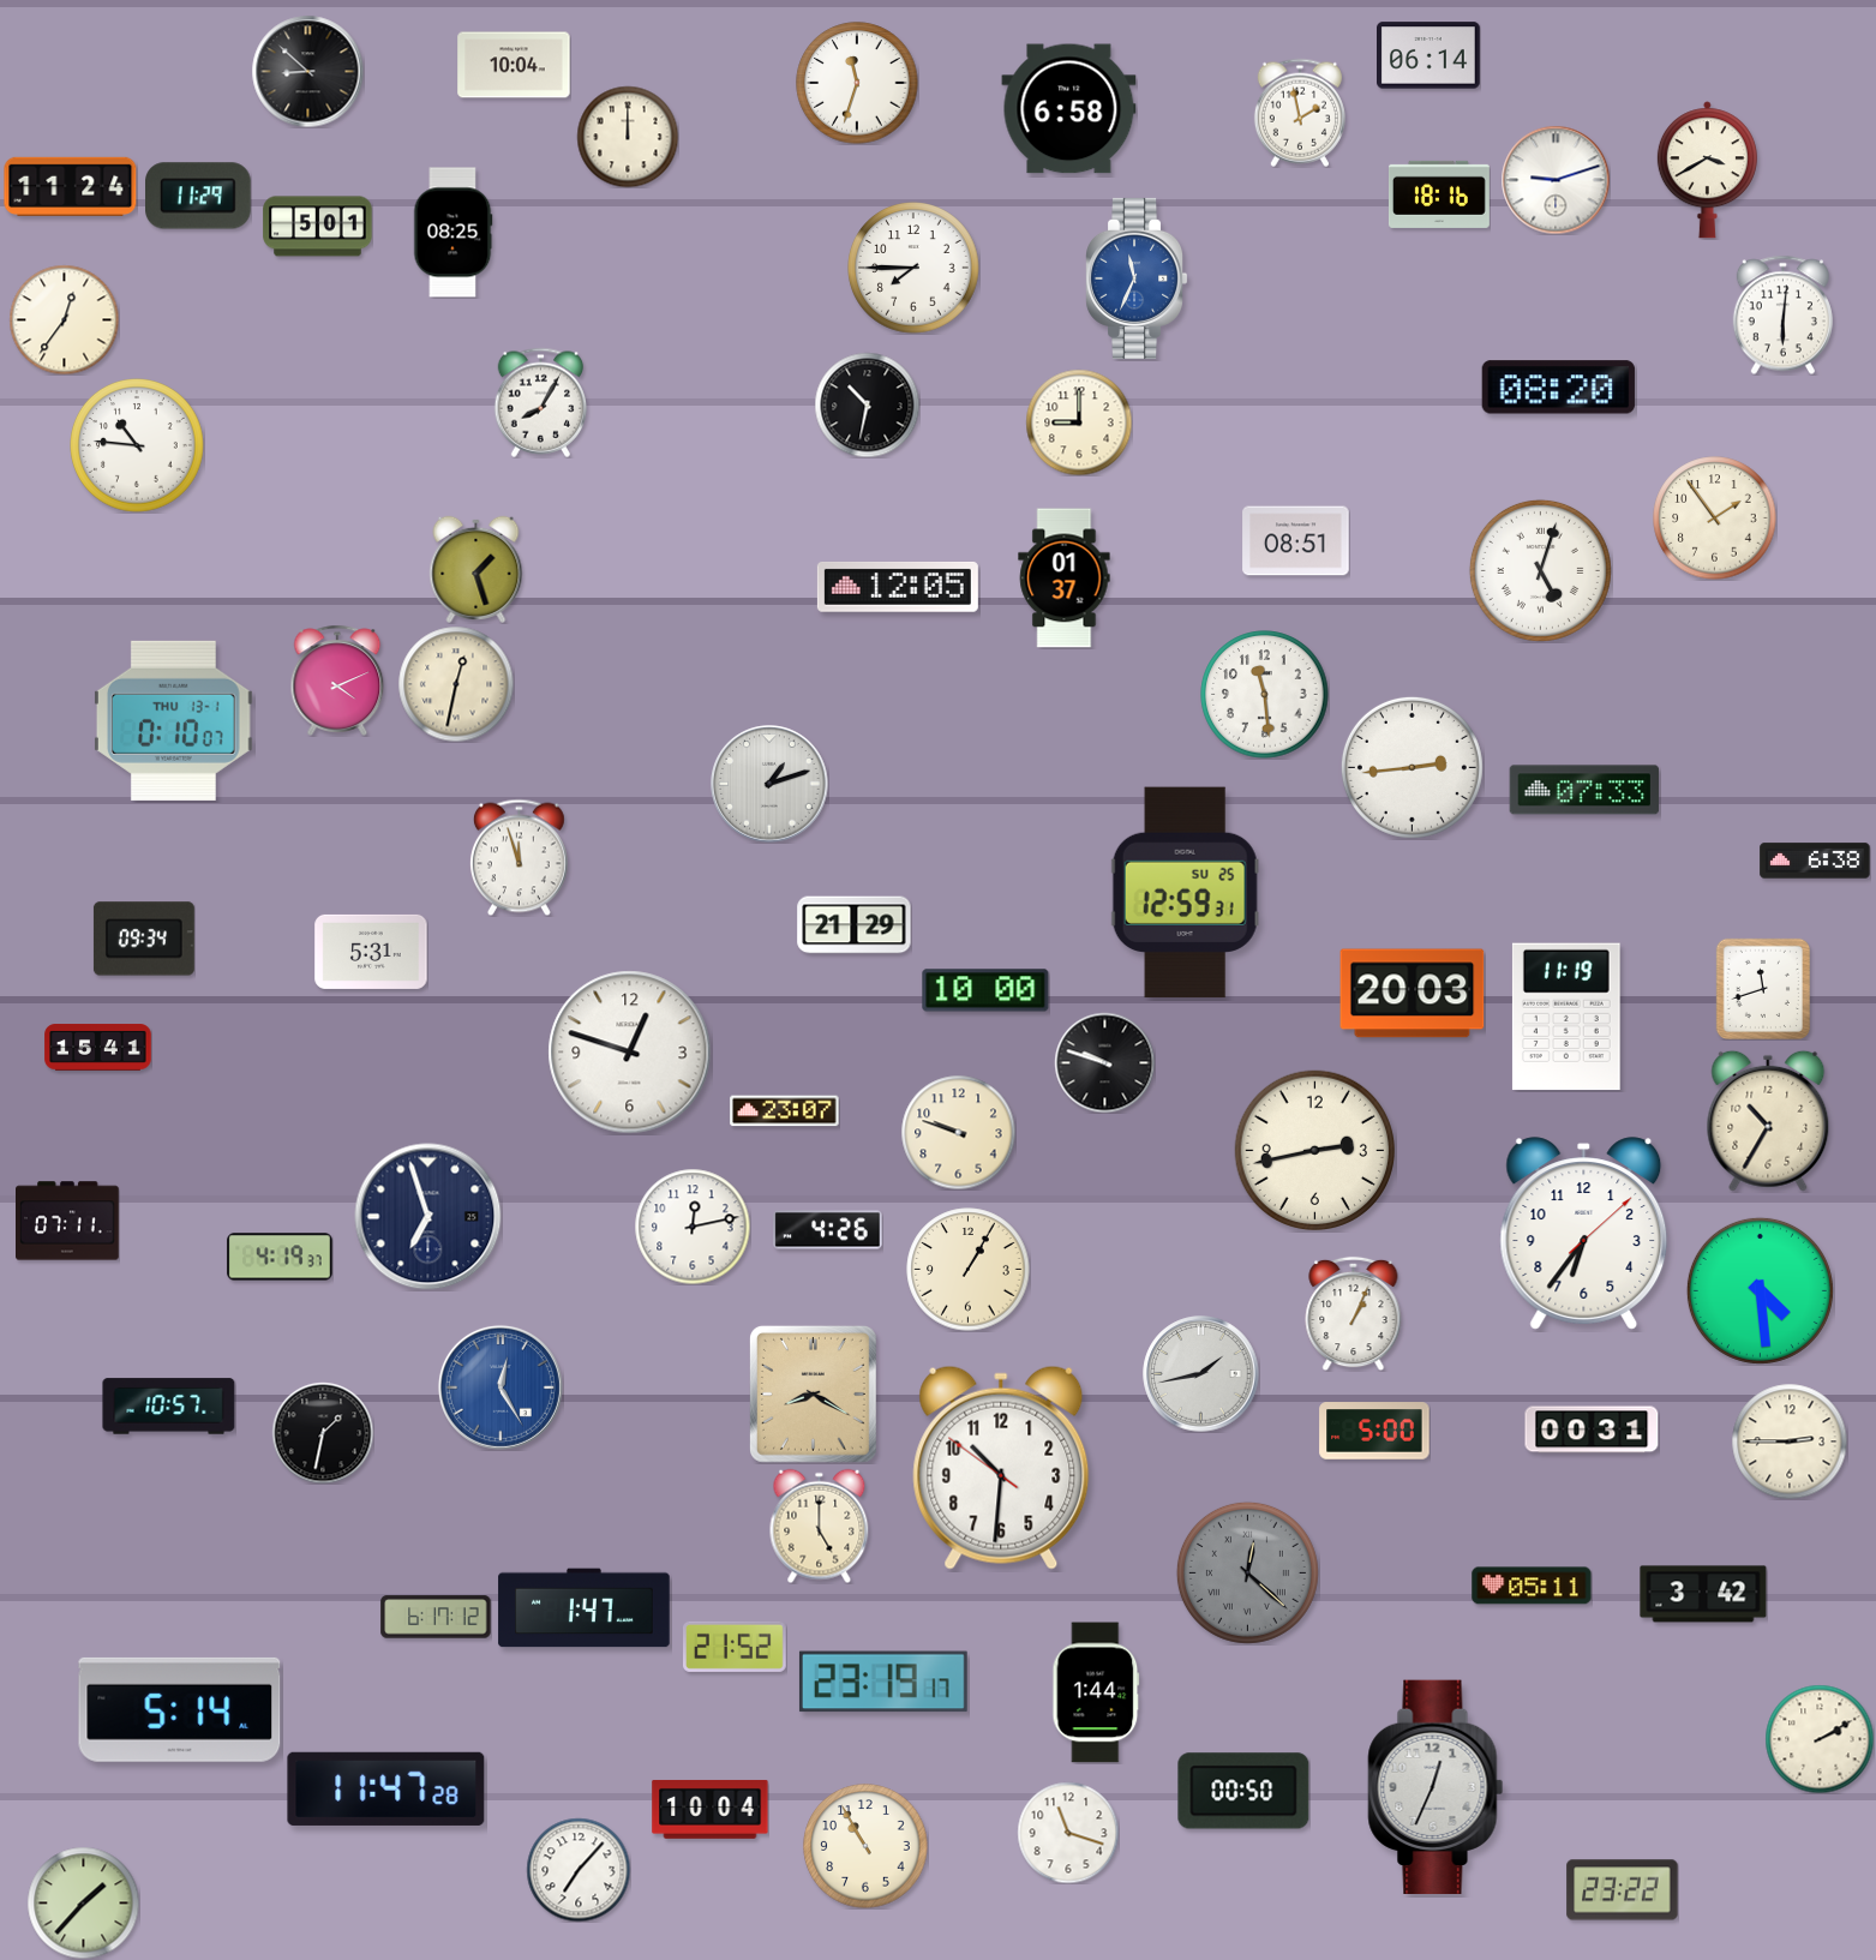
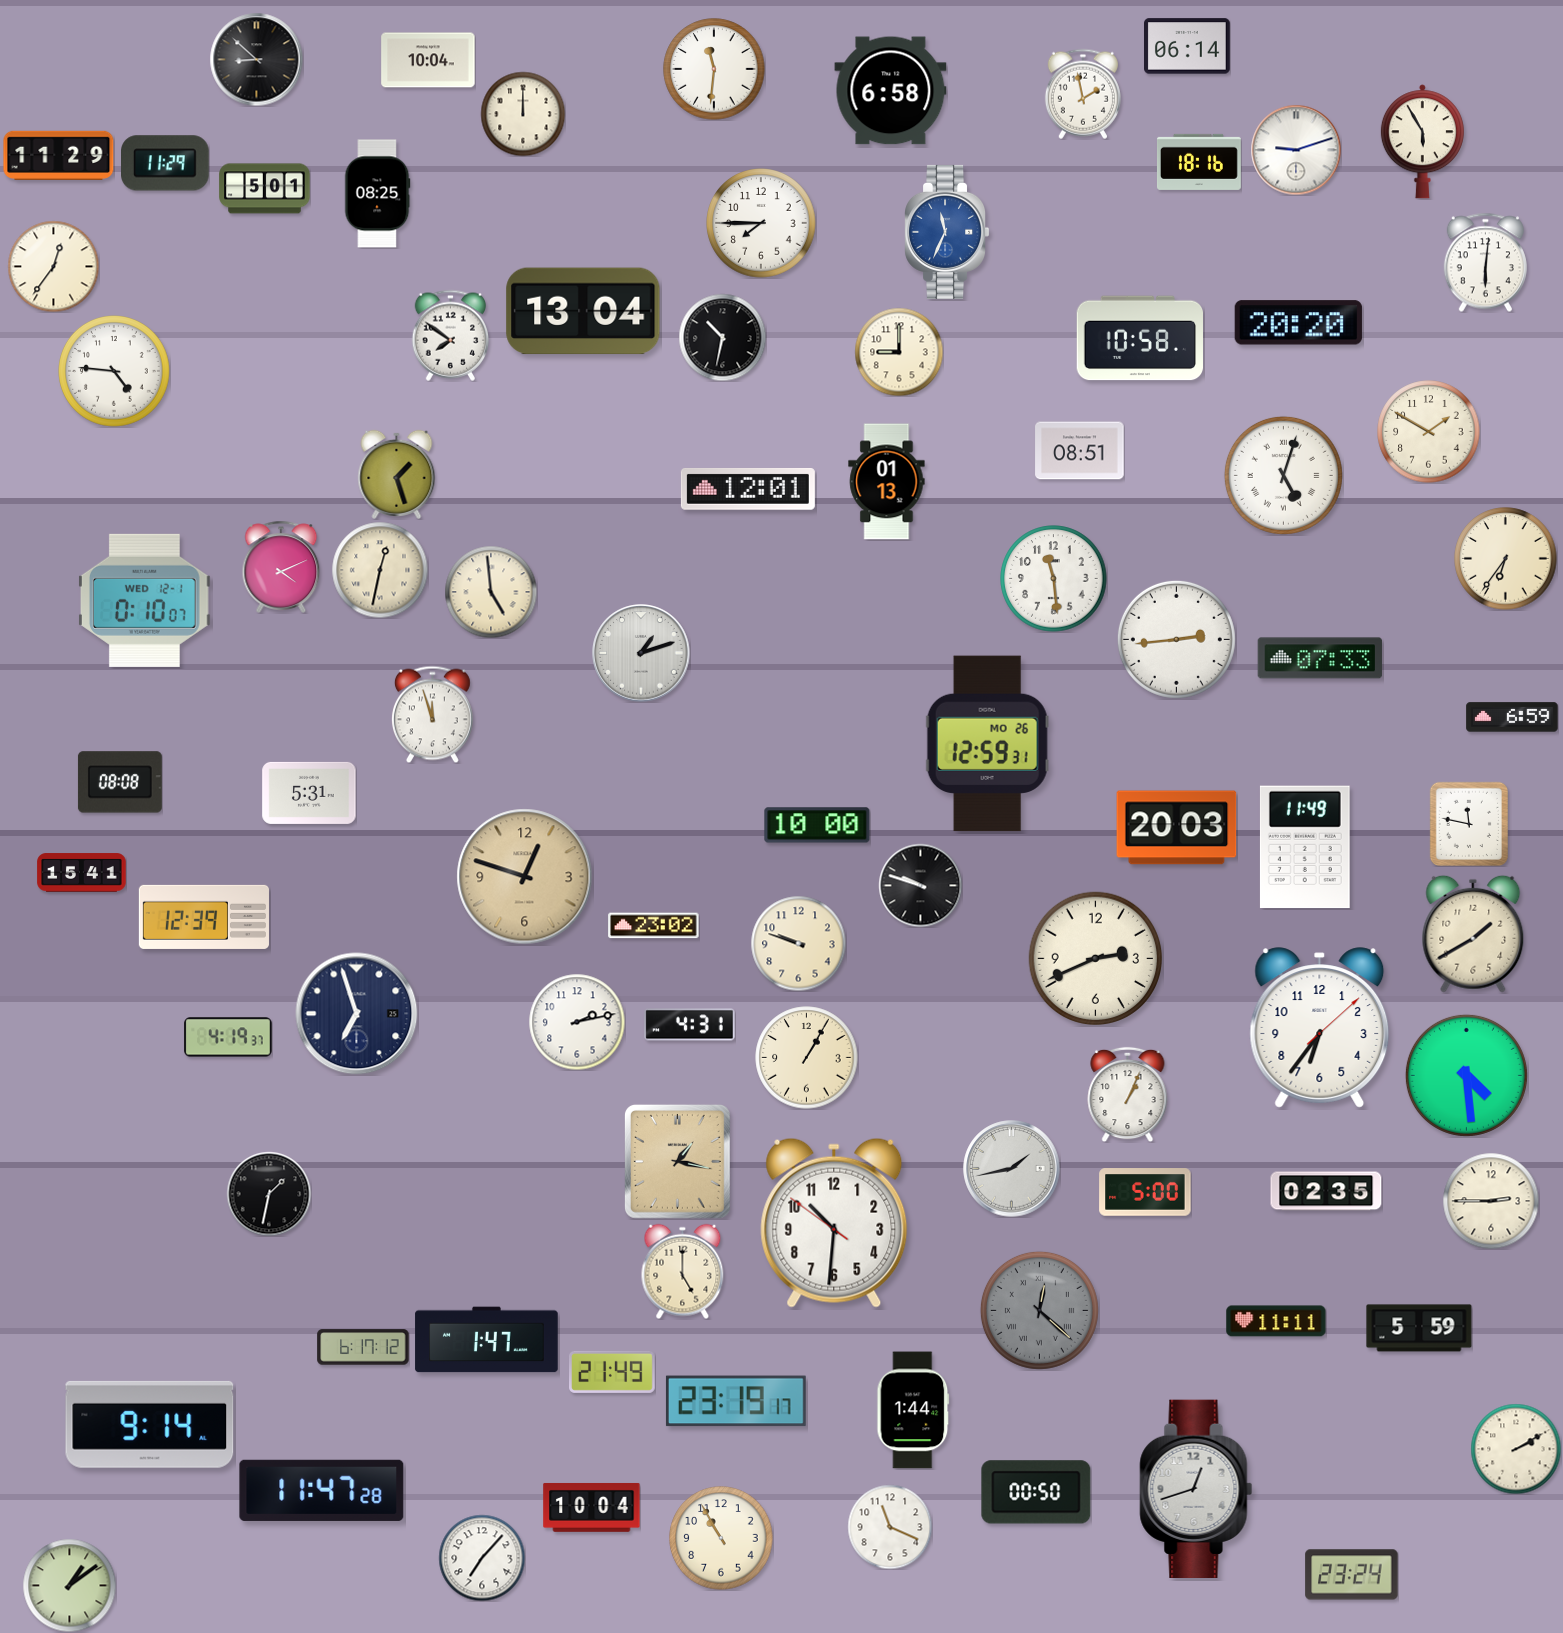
clock at (1430, 55) position: (1430, 55) -> (1188, 46)
clock at (514, 65) position: (514, 65) -> (428, 60)
clock at (857, 83): 11:33 -> 11:31
clock at (1707, 170): 3:40 -> 5:55
clock at (71, 186): 11:24 -> 11:29
clock at (583, 311): none -> 13:04
clock at (1558, 388): 08:20 -> 20:20
clock at (541, 402): 8:05 -> 7:51
clock at (1139, 338): none -> 10:58
clock at (138, 446): 10:46 -> 4:46
clock at (1715, 519): 1:54 -> 1:50
clock at (1065, 579): 01:37 -> 01:13
clock at (898, 588): 12:05 -> 12:01
clock at (1506, 559): none -> 6:36
clock at (491, 592): none -> 4:59
clock at (174, 720) date: THU 13-1 -> WED 12-1
clock at (1815, 861): 6:38 -> 6:59
clock at (1185, 893) date: SU 25 -> MO 26
clock at (855, 925): 21:29 -> none
clock at (144, 939): 09:34 -> 08:08
clock at (1762, 988): 11:42 -> 11:47
clock at (985, 990) position: (985, 990) -> (817, 825)
clock at (1566, 1017): 11:19 -> 11:49
clock at (630, 1053) dial: white -> champagne
clock at (204, 917): none -> 12:39
clock at (785, 1111): 23:07 -> 23:02
clock at (1768, 1121): 10:35 -> 1:40
clock at (1314, 1150): 2:43 -> 2:41
clock at (68, 1221): 07:11 -> none
clock at (693, 1227): 12:13 -> 2:13
clock at (828, 1230): 4:26 -> 4:31
clock at (280, 1257) position: (280, 1257) -> (228, 1037)
clock at (1201, 1374) position: (1201, 1374) -> (1012, 1169)
clock at (501, 1387): 12:25 -> none
clock at (813, 1393): 8:20 -> 1:17
clock at (169, 1407): 10:57 -> none
clock at (1592, 1429): 00:31 -> 02:35
clock at (1532, 1586): 05:11 -> 11:11
clock at (1703, 1594): 3:42 -> 5:59
clock at (736, 1647): 21:52 -> 21:49
clock at (180, 1709): 5:14 -> 9:14
clock at (1436, 1786): 12:34 -> 12:42
clock at (1068, 1833): 11:18 -> 11:19
clock at (1623, 1890): 23:22 -> 23:24
clock at (83, 1902): 1:37 -> 1:09
